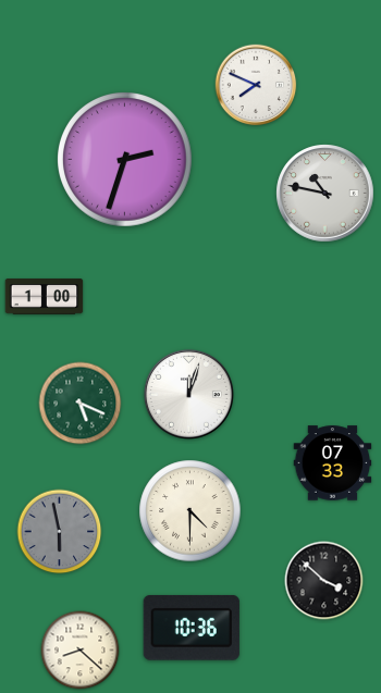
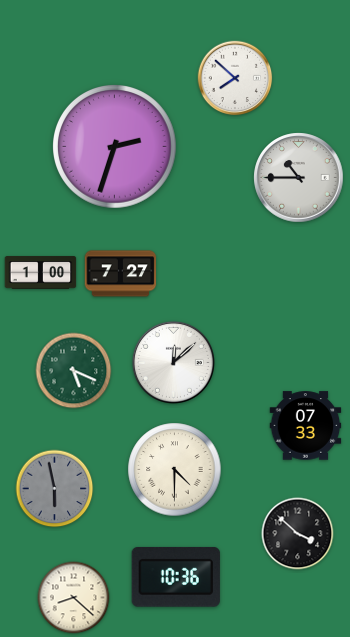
clock at (256, 85): 7:49 -> 7:52
clock at (325, 194): 10:47 -> 10:45
clock at (121, 274): none -> 7:27
clock at (188, 394): 12:03 -> 12:08
